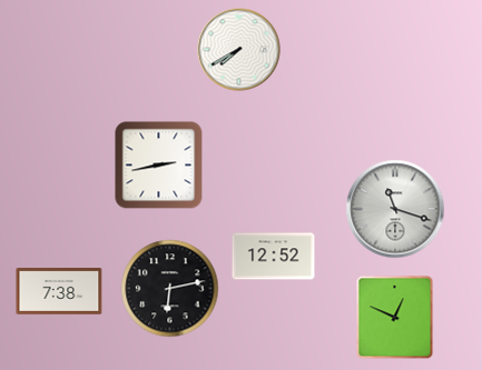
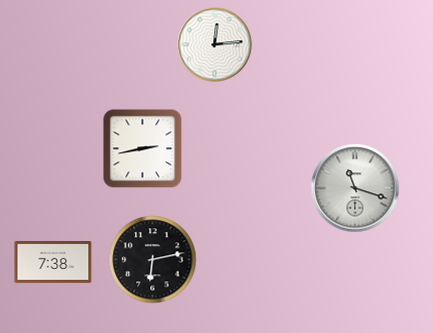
clock at (239, 50): 7:40 -> 12:14
clock at (274, 257): 12:52 -> none
clock at (395, 318): 12:49 -> none
